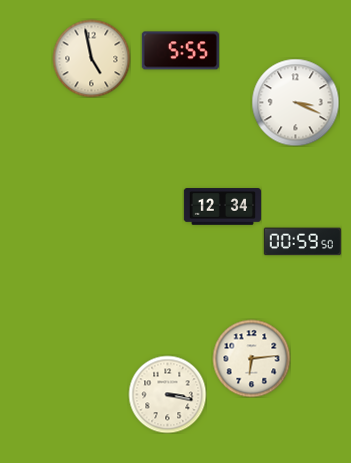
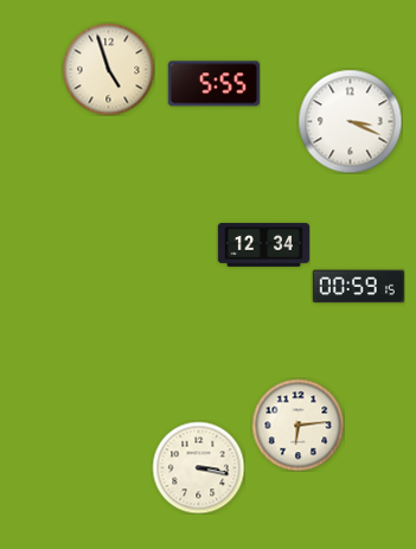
clock at (180, 51) position: (180, 51) -> (213, 84)
clock at (91, 58): 4:58 -> 4:57
clock at (302, 242): 00:59:50 -> 00:59:15
